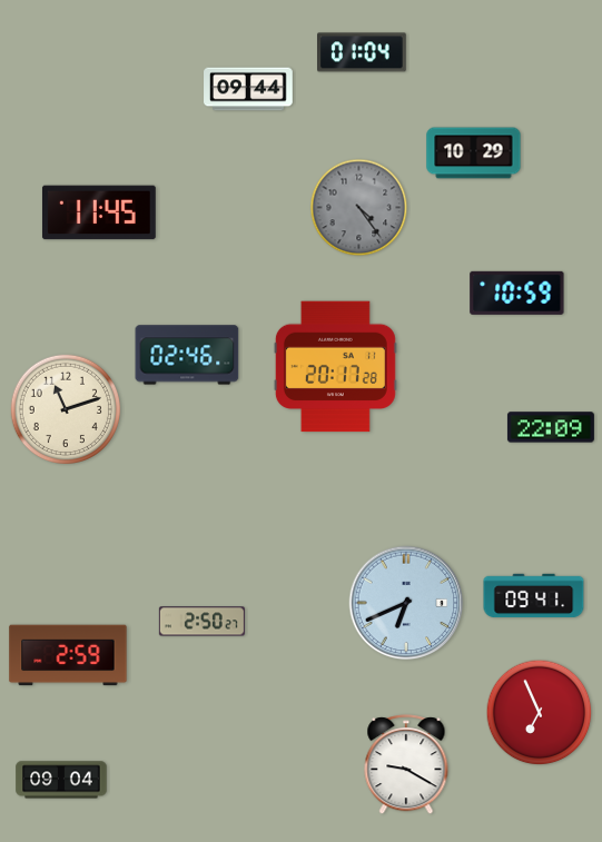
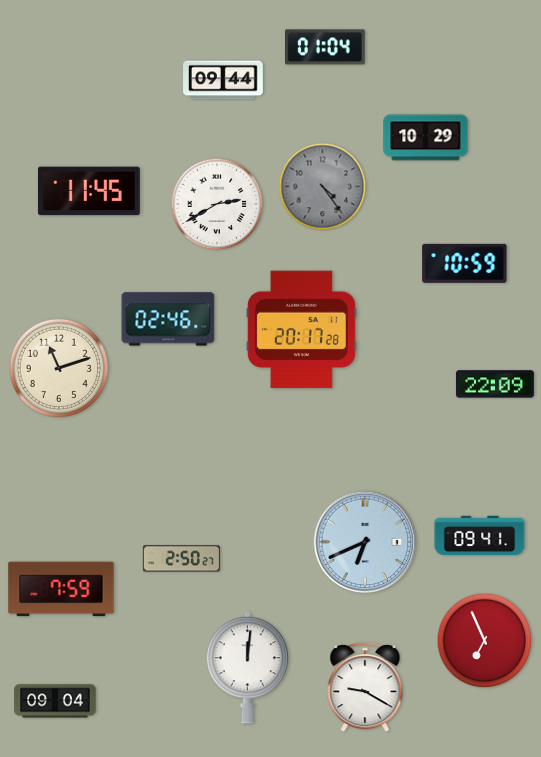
clock at (217, 204): none -> 2:40
clock at (68, 655): 2:59 -> 7:59
clock at (247, 668): none -> 12:01
